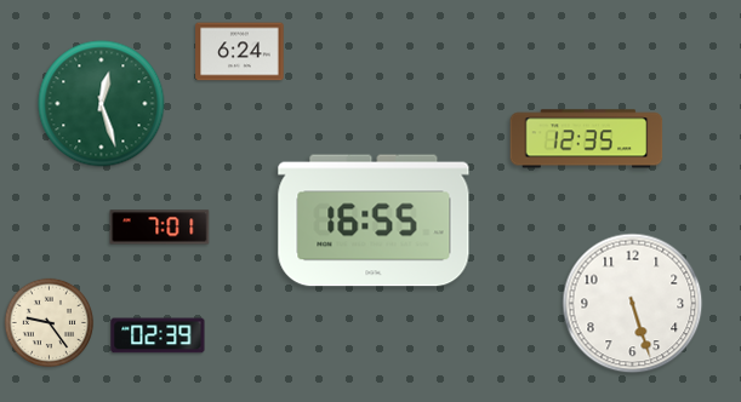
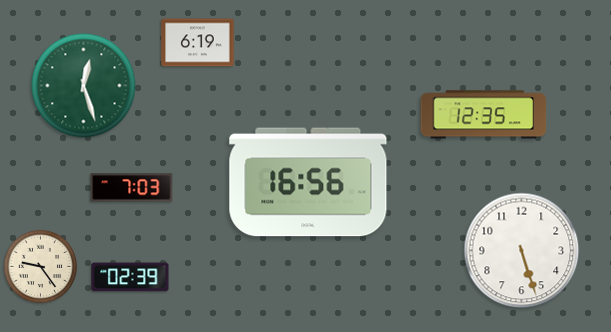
clock at (240, 52): 6:24 -> 6:19
clock at (374, 220): 16:55 -> 16:56
clock at (160, 228): 7:01 -> 7:03
